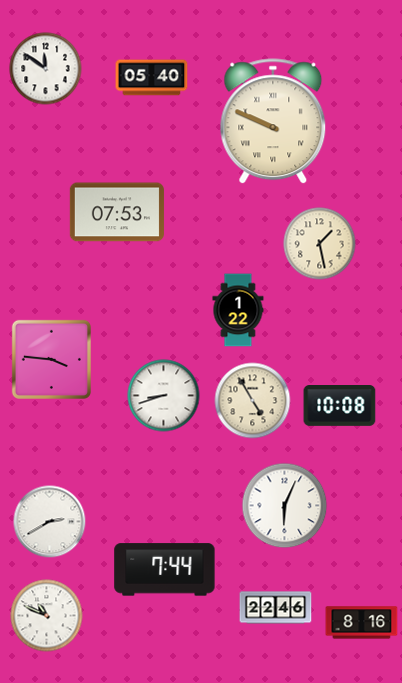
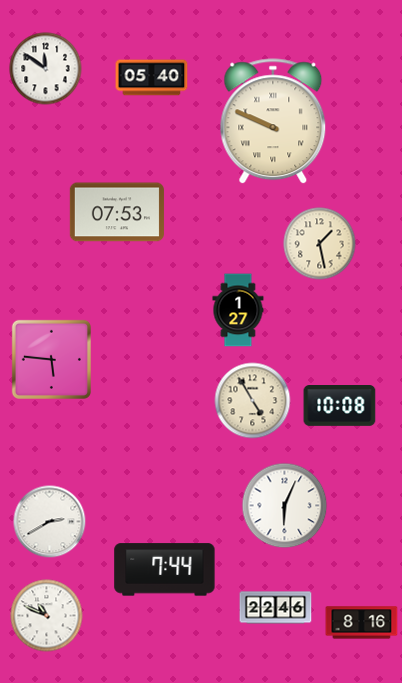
clock at (238, 310): 1:22 -> 1:27
clock at (51, 359): 3:46 -> 5:46
clock at (164, 396): 8:42 -> none
